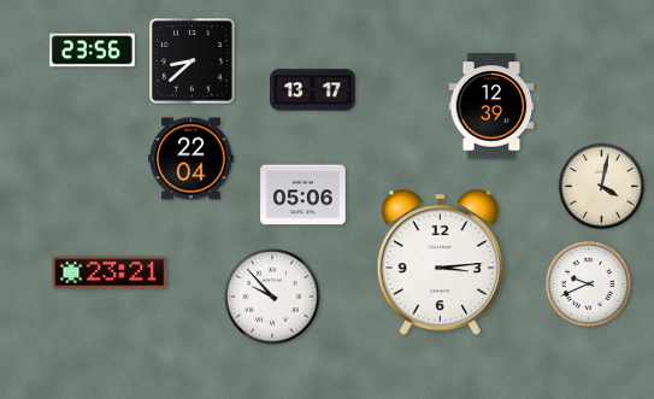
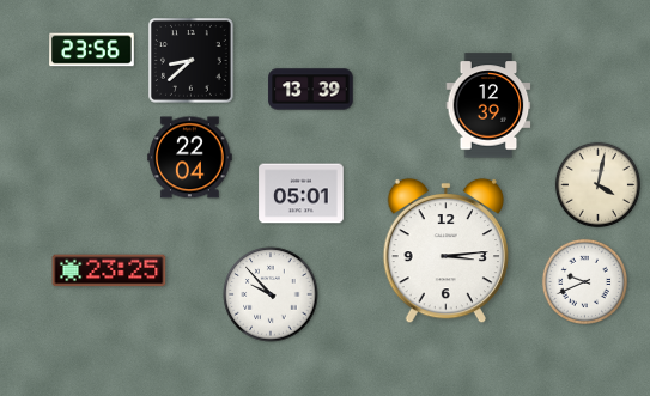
clock at (313, 90): 13:17 -> 13:39
clock at (304, 195): 05:06 -> 05:01
clock at (440, 263) position: (440, 263) -> (445, 251)
clock at (110, 272): 23:21 -> 23:25
